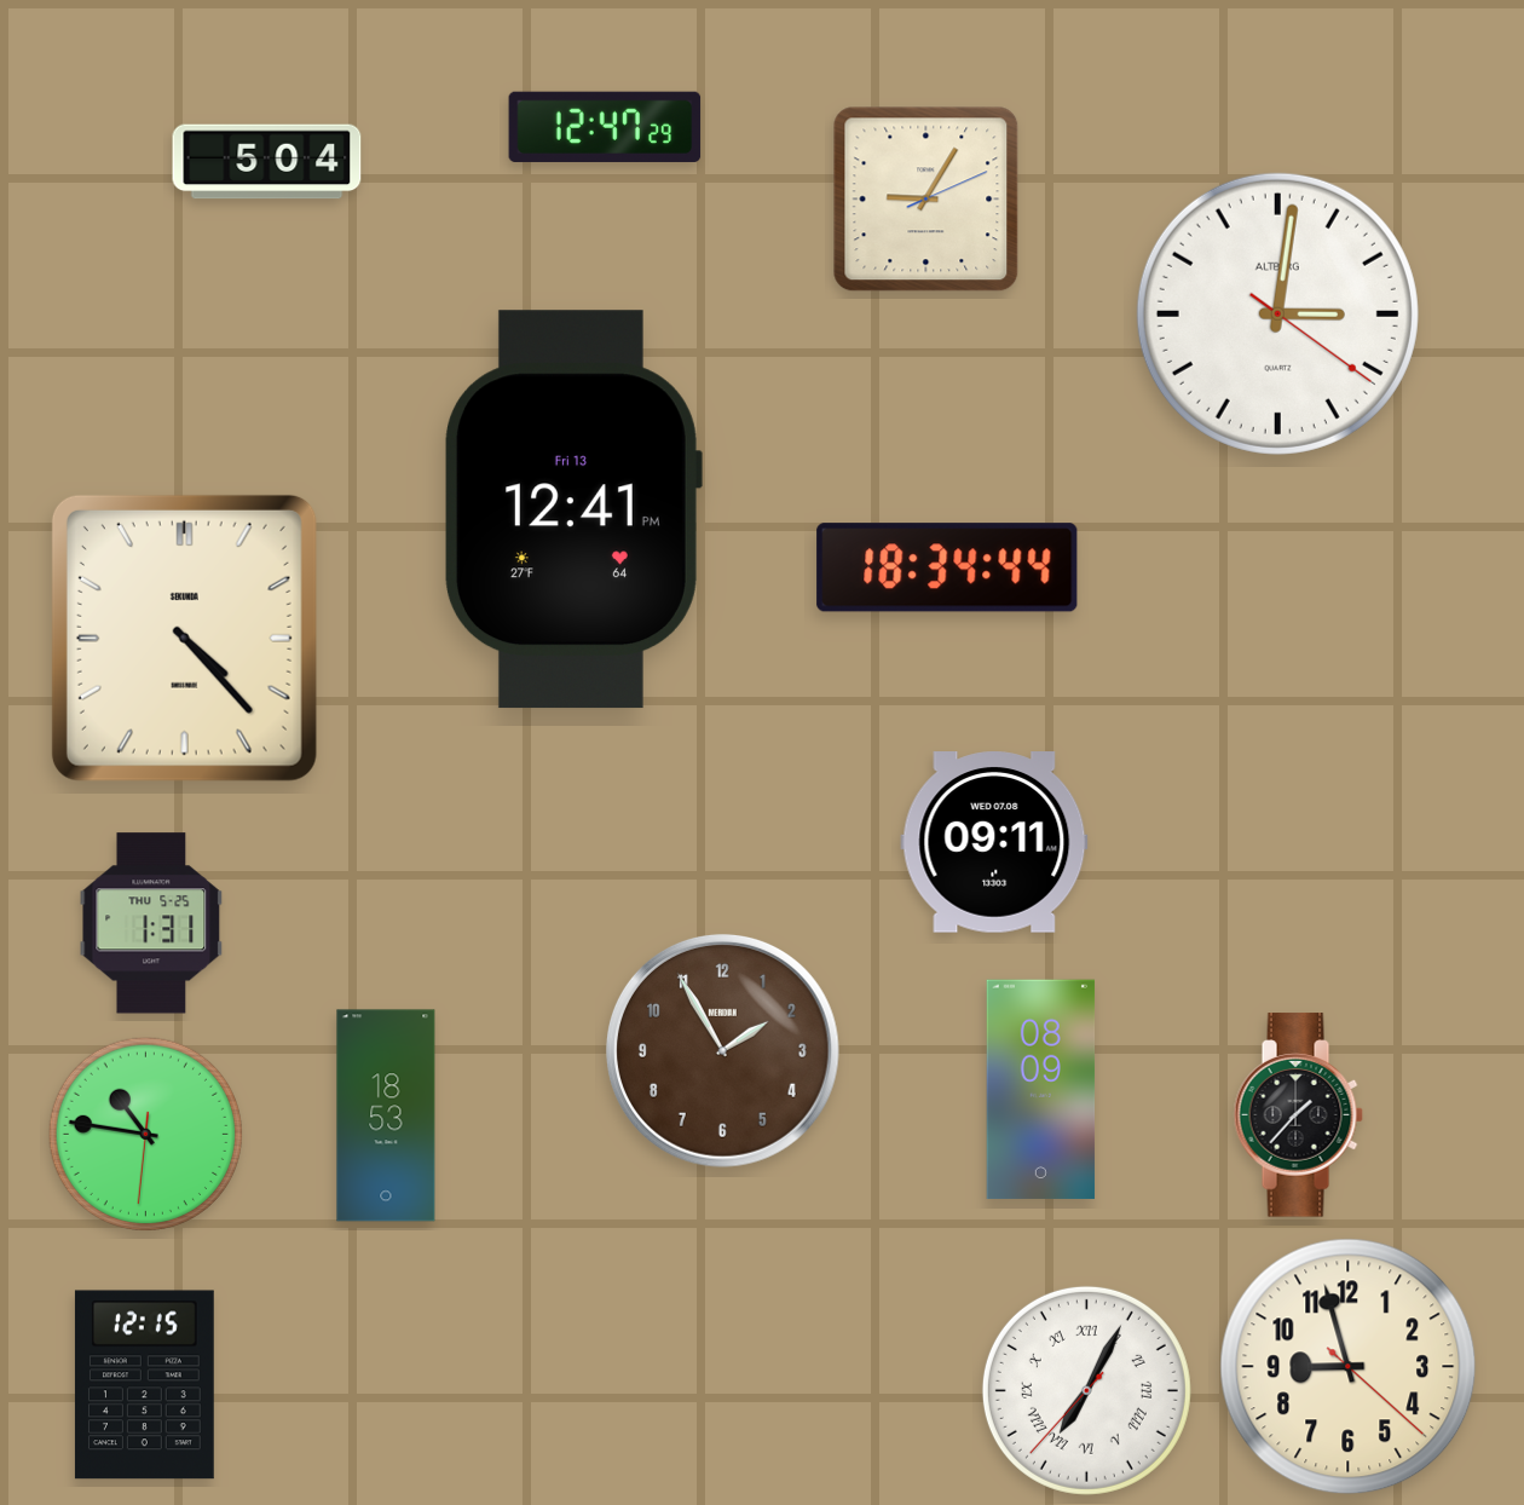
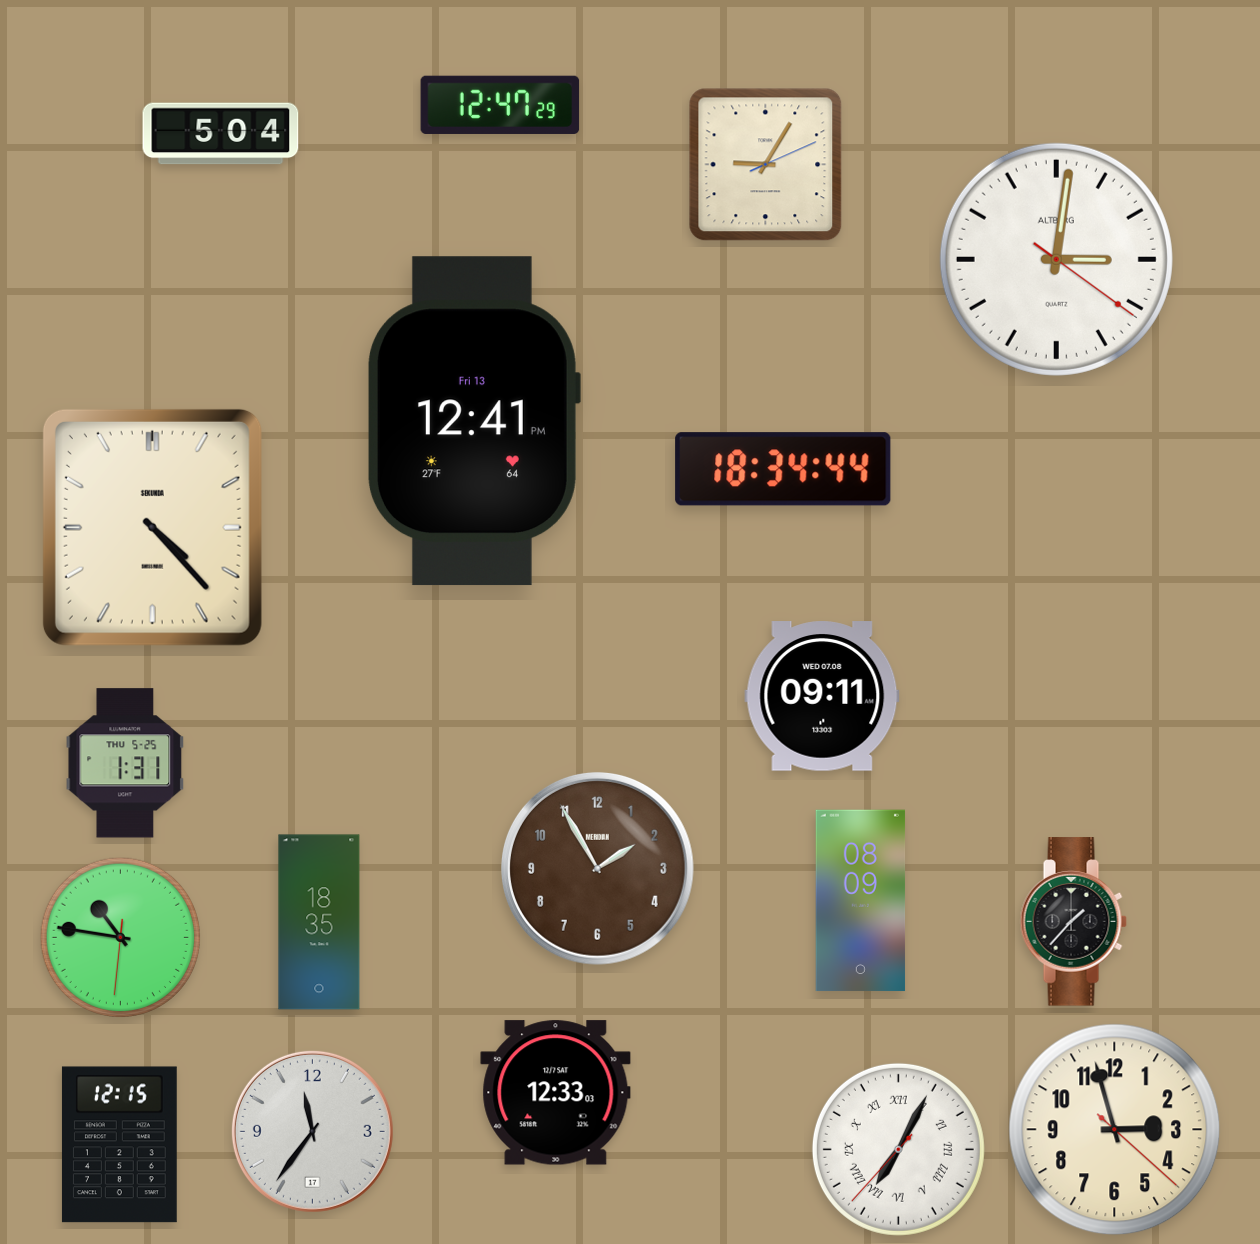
clock at (386, 1115): 18:53 -> 18:35
clock at (556, 1093): none -> 12:33
clock at (1349, 1367): 8:57 -> 2:57
clock at (312, 1131): none -> 11:36
